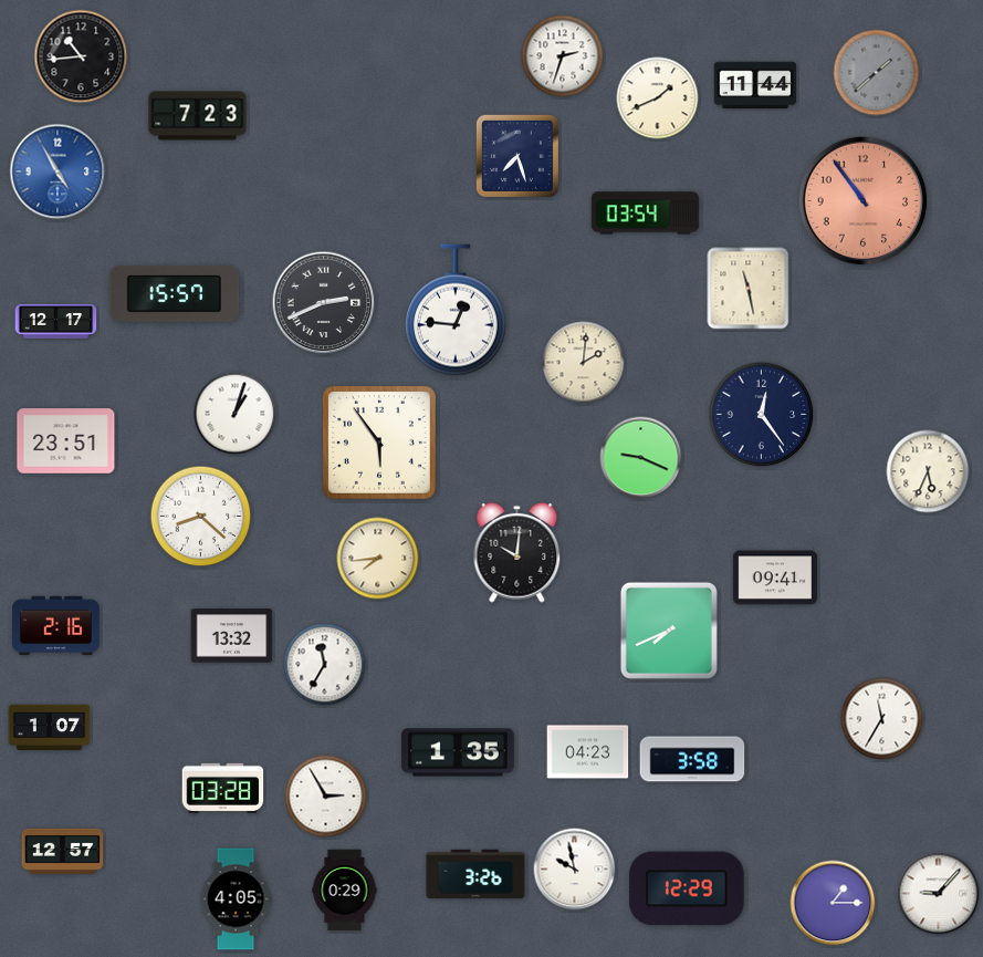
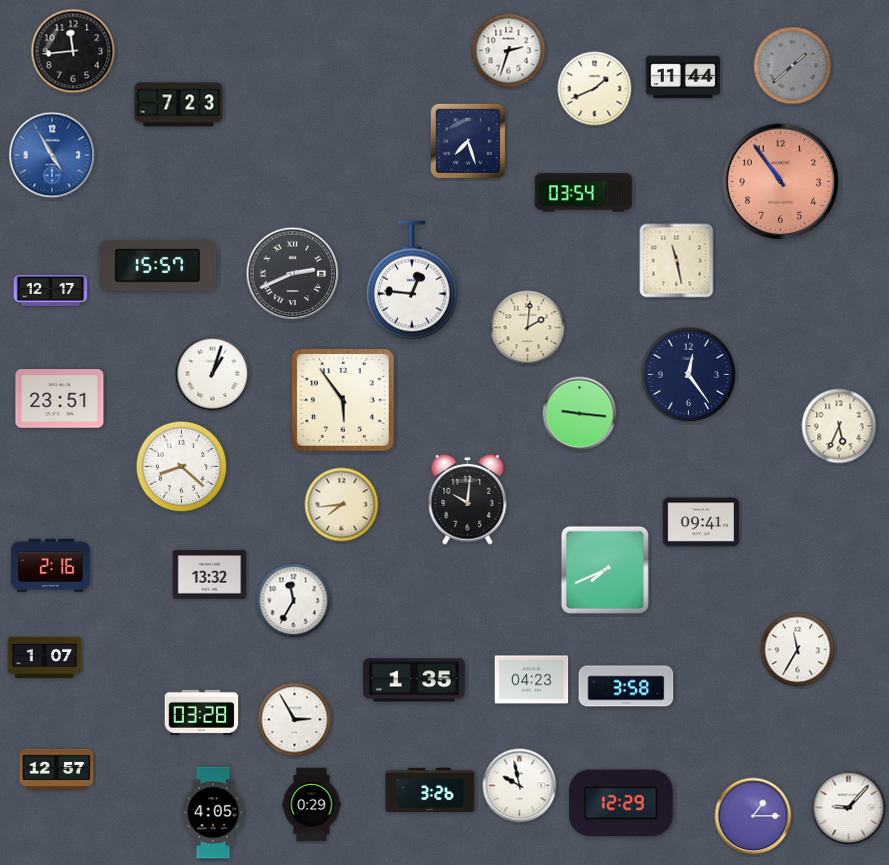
clock at (81, 56): 10:44 -> 11:44
clock at (641, 458): 9:19 -> 9:16
